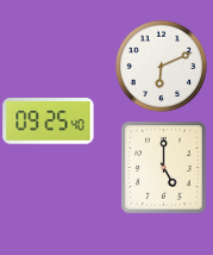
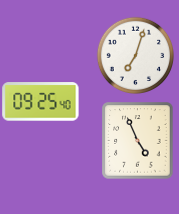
clock at (161, 66): 6:11 -> 7:03
clock at (164, 168): 5:00 -> 4:56
